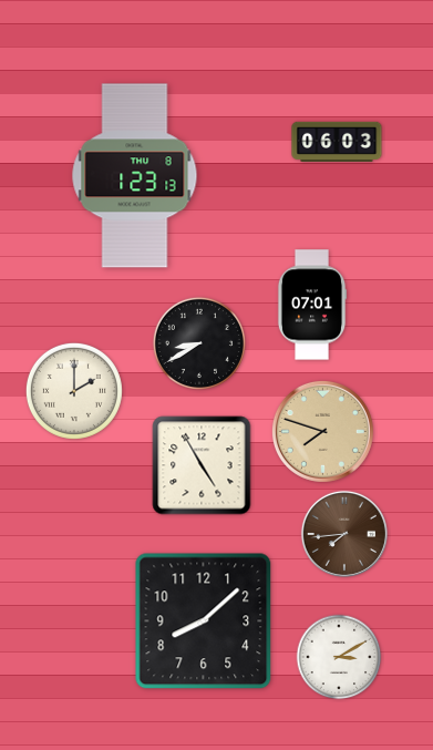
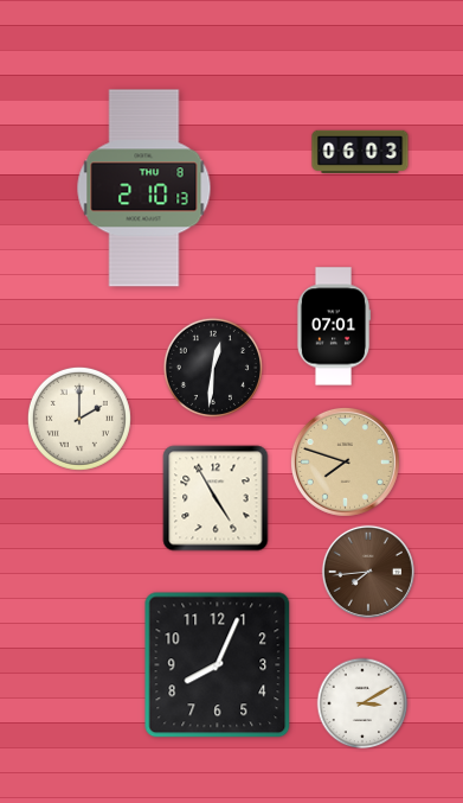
clock at (135, 176): 1:23 -> 2:10
clock at (199, 343): 8:40 -> 12:31
clock at (204, 621): 8:08 -> 8:04
